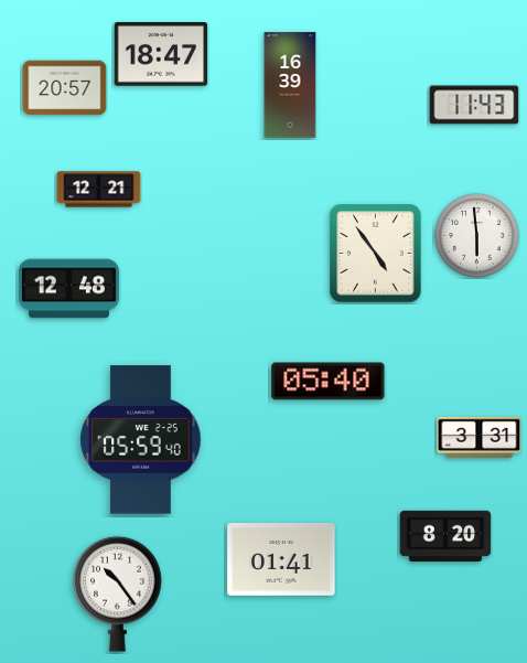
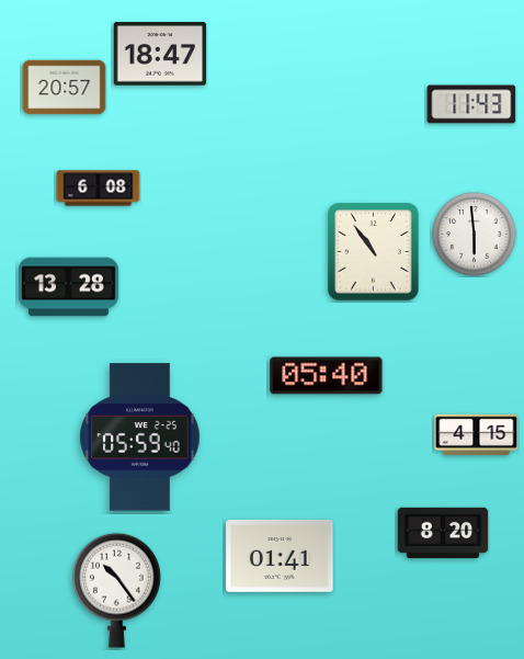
clock at (290, 85): 16:39 -> none
clock at (99, 190): 12:21 -> 6:08
clock at (376, 254): 4:54 -> 10:54
clock at (68, 289): 12:48 -> 13:28
clock at (329, 382) position: (329, 382) -> (327, 376)
clock at (480, 437): 3:31 -> 4:15
